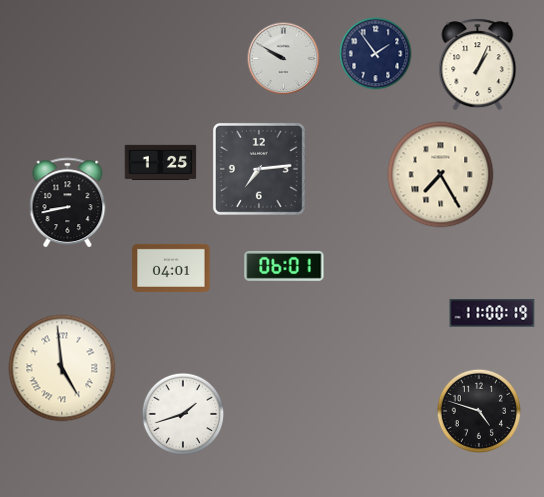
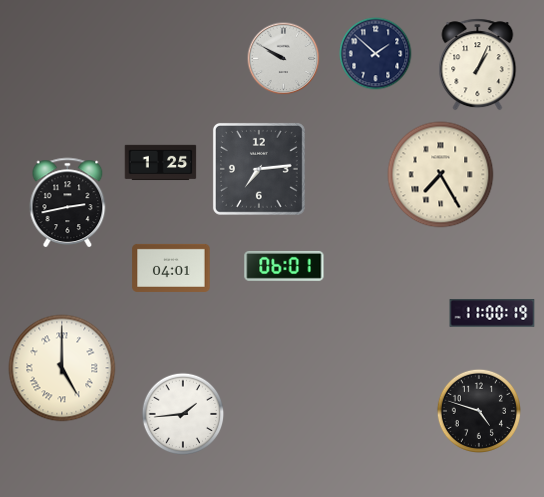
clock at (376, 54): 1:54 -> 1:52
clock at (68, 202): 8:43 -> 2:43
clock at (62, 368): 4:59 -> 5:00
clock at (183, 414): 1:42 -> 1:44
